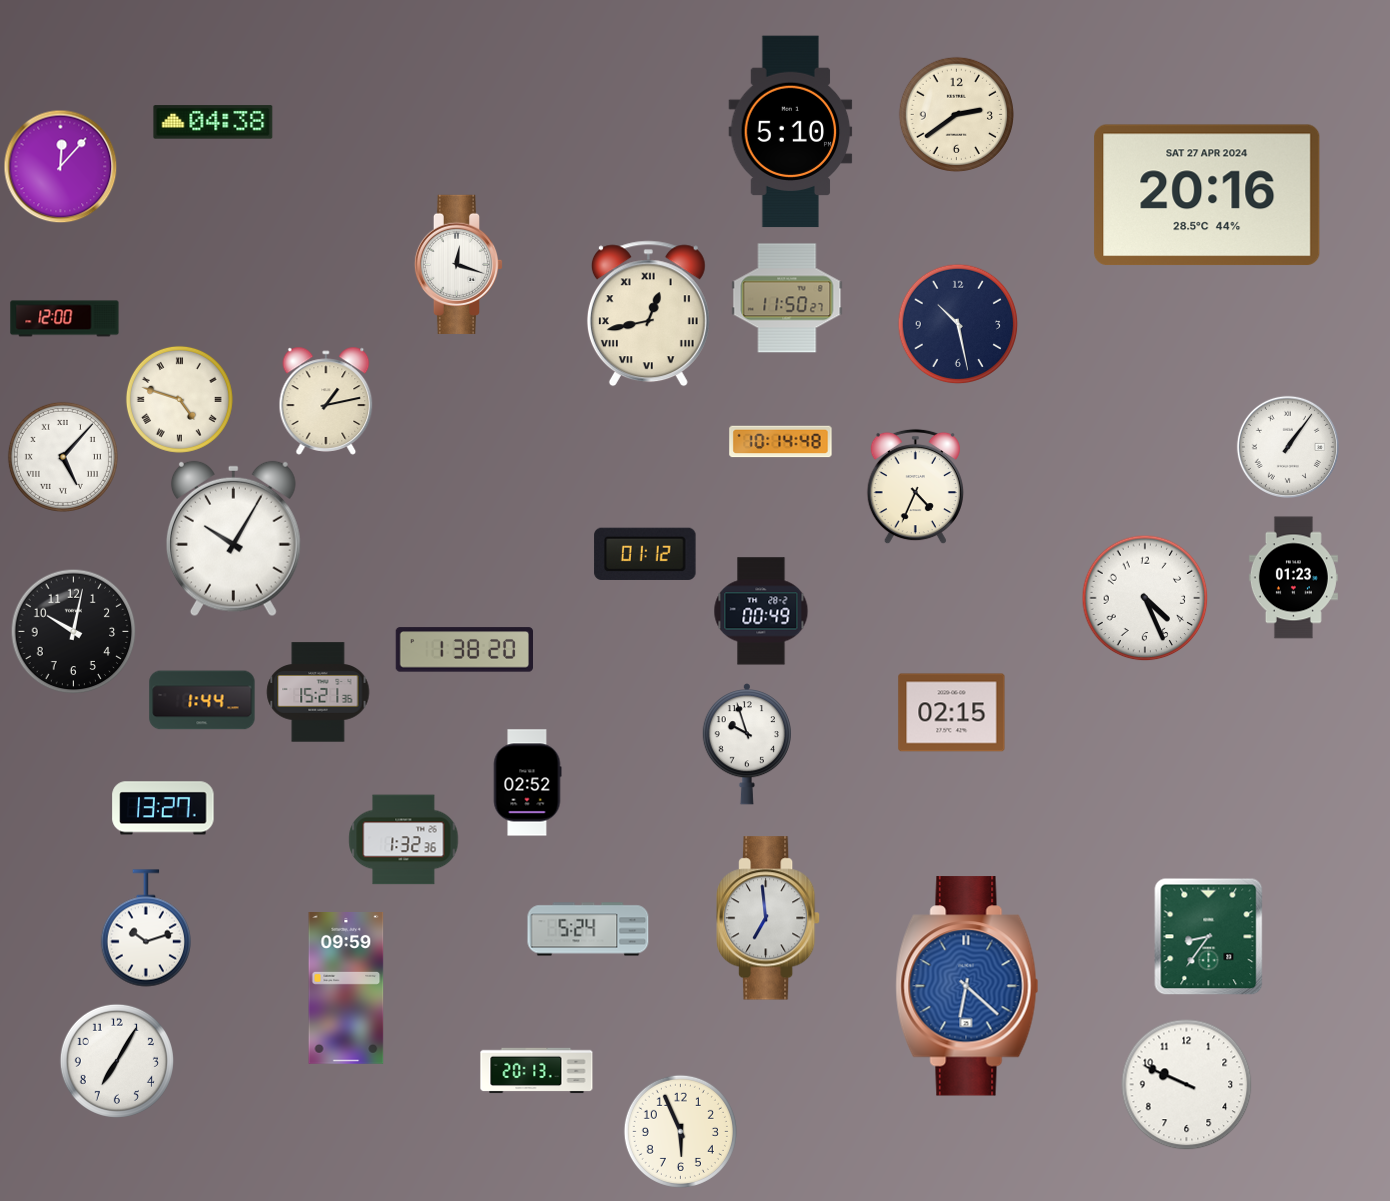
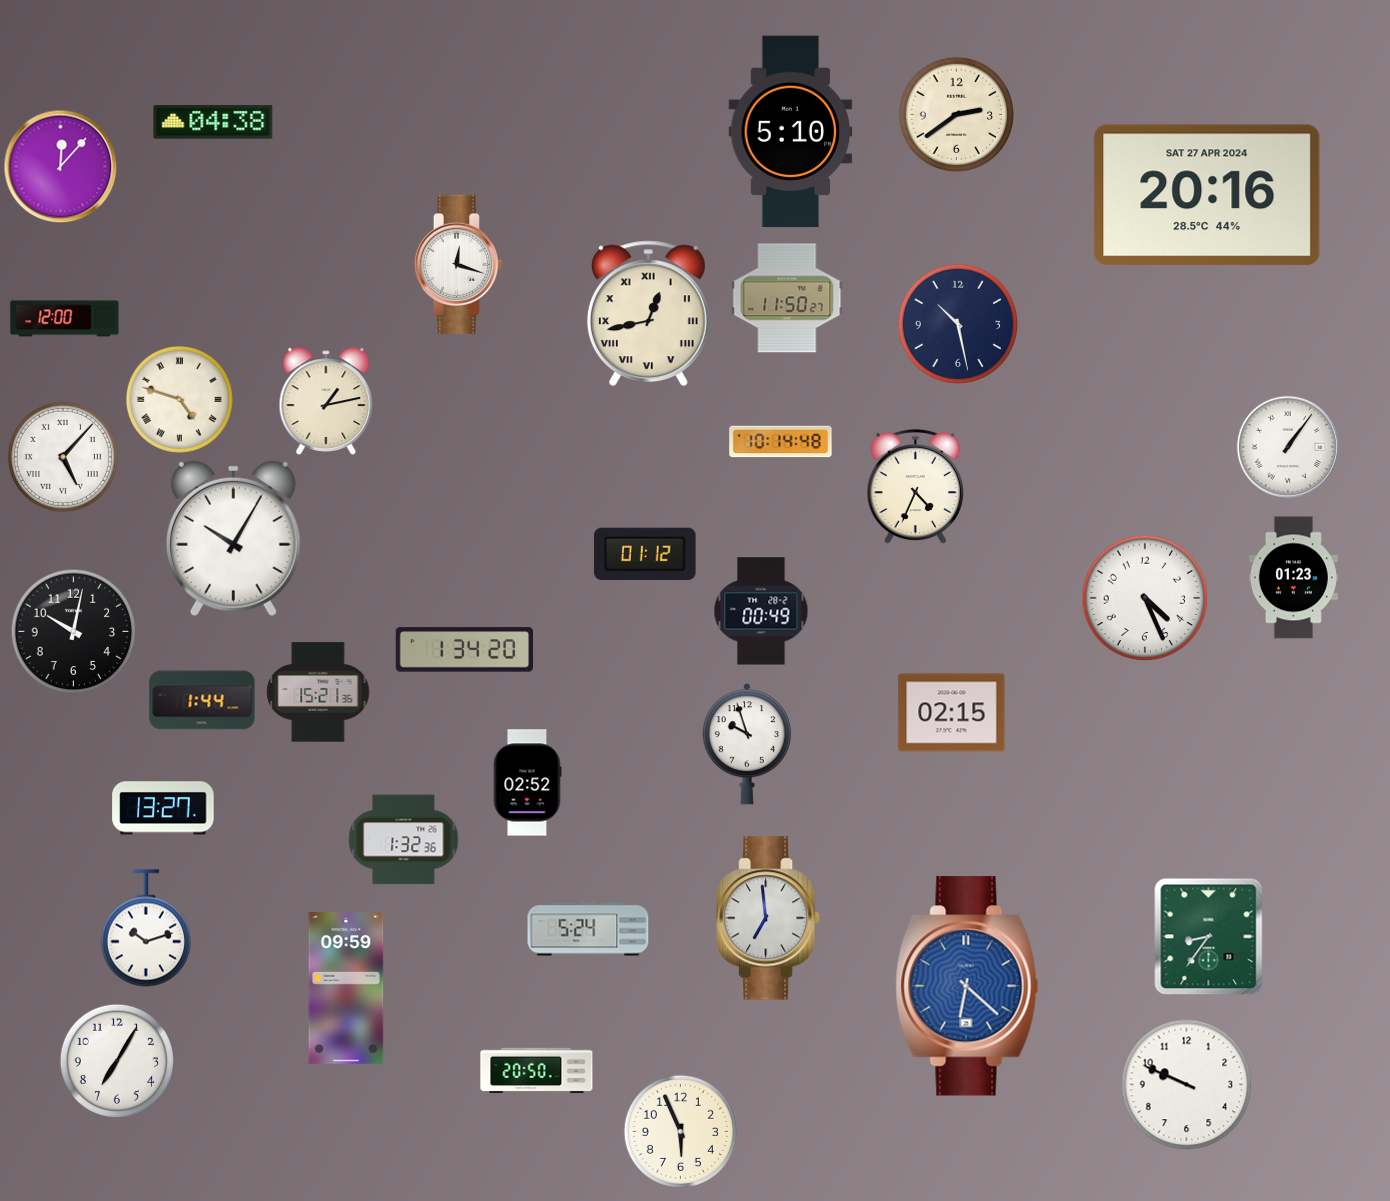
clock at (464, 650): 1:38 -> 1:34
clock at (537, 1071): 20:13 -> 20:50
